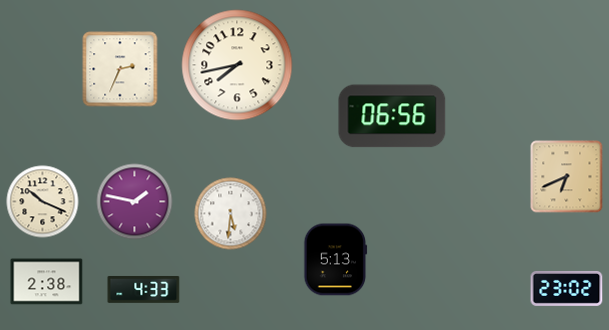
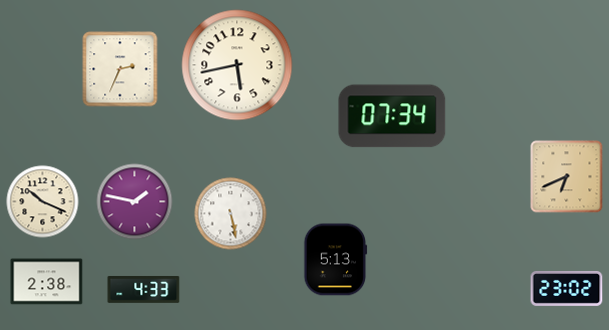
clock at (237, 65): 7:43 -> 5:43
clock at (392, 116): 06:56 -> 07:34
clock at (231, 214): 5:31 -> 5:28
